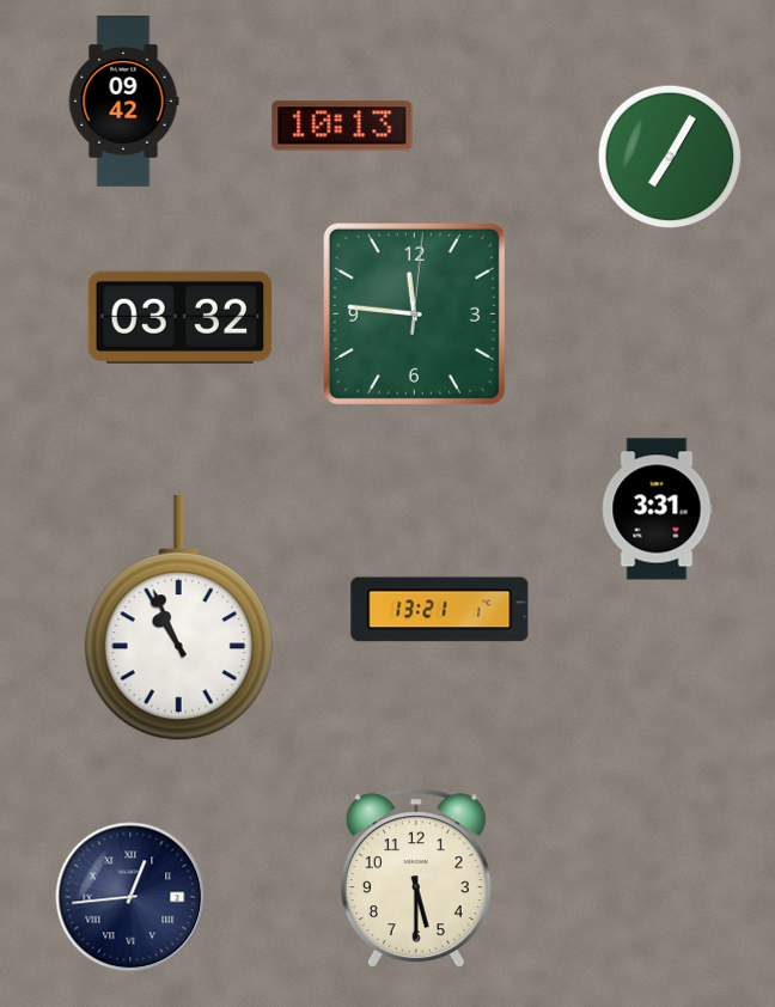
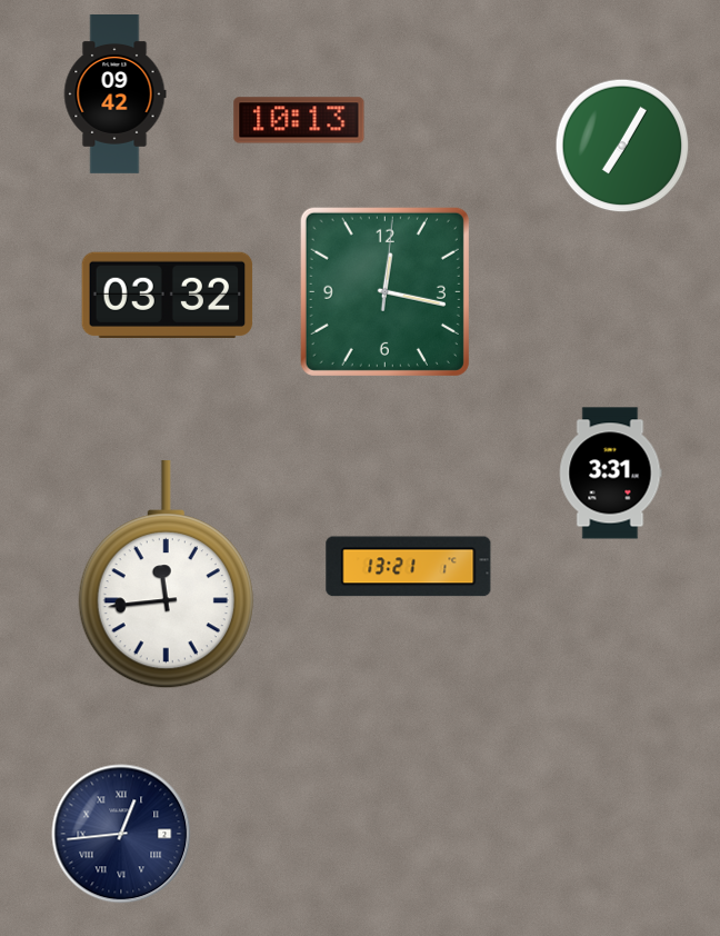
clock at (342, 126) position: (342, 126) -> (299, 120)
clock at (414, 313): 11:46 -> 12:17
clock at (178, 618): 10:56 -> 11:44
clock at (416, 878): 5:30 -> none
